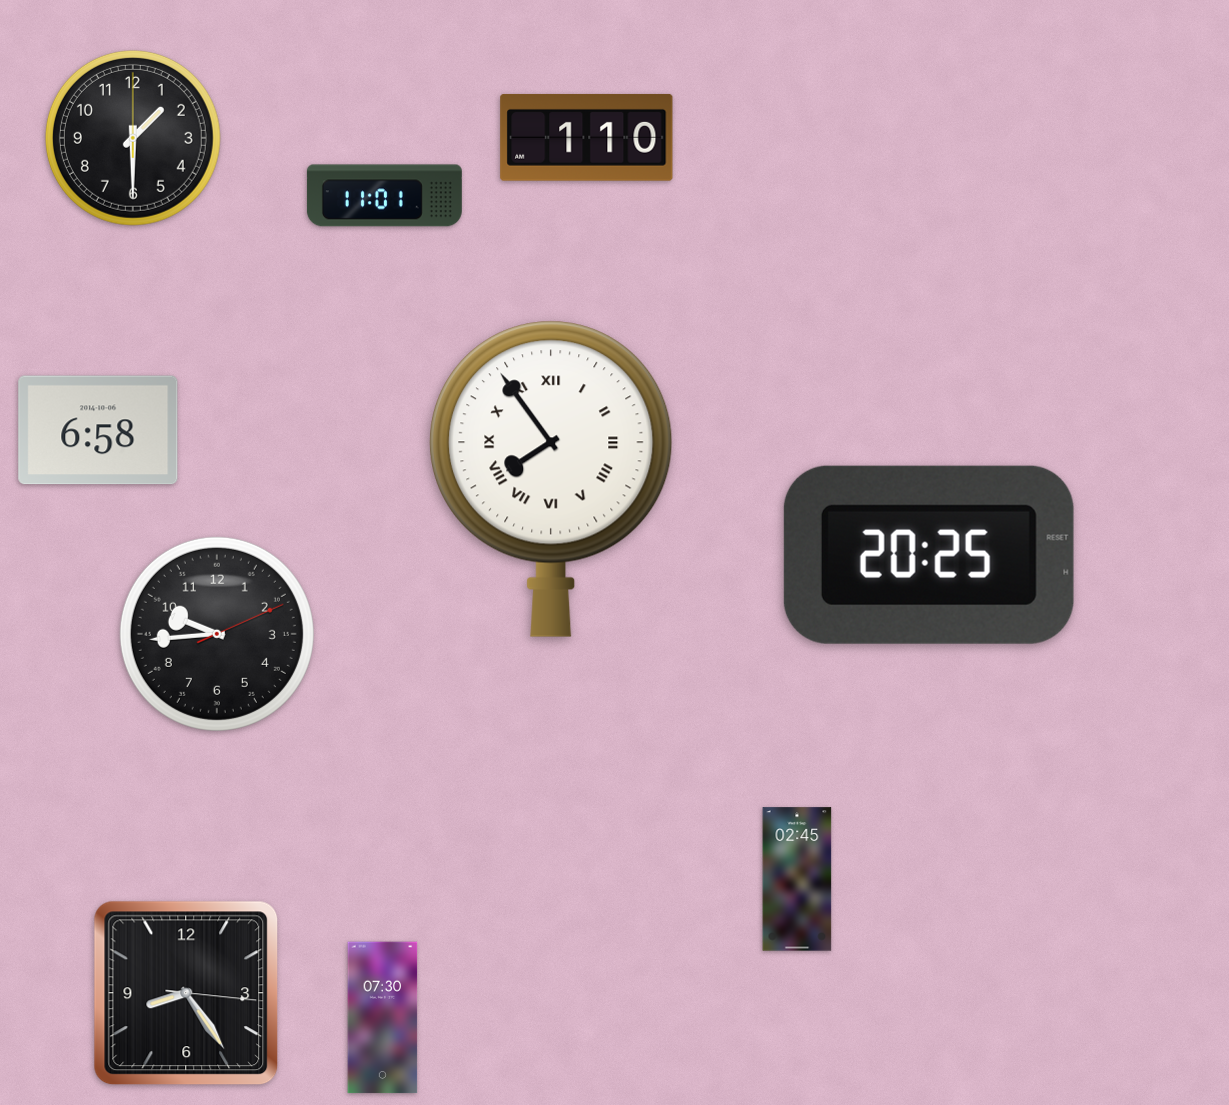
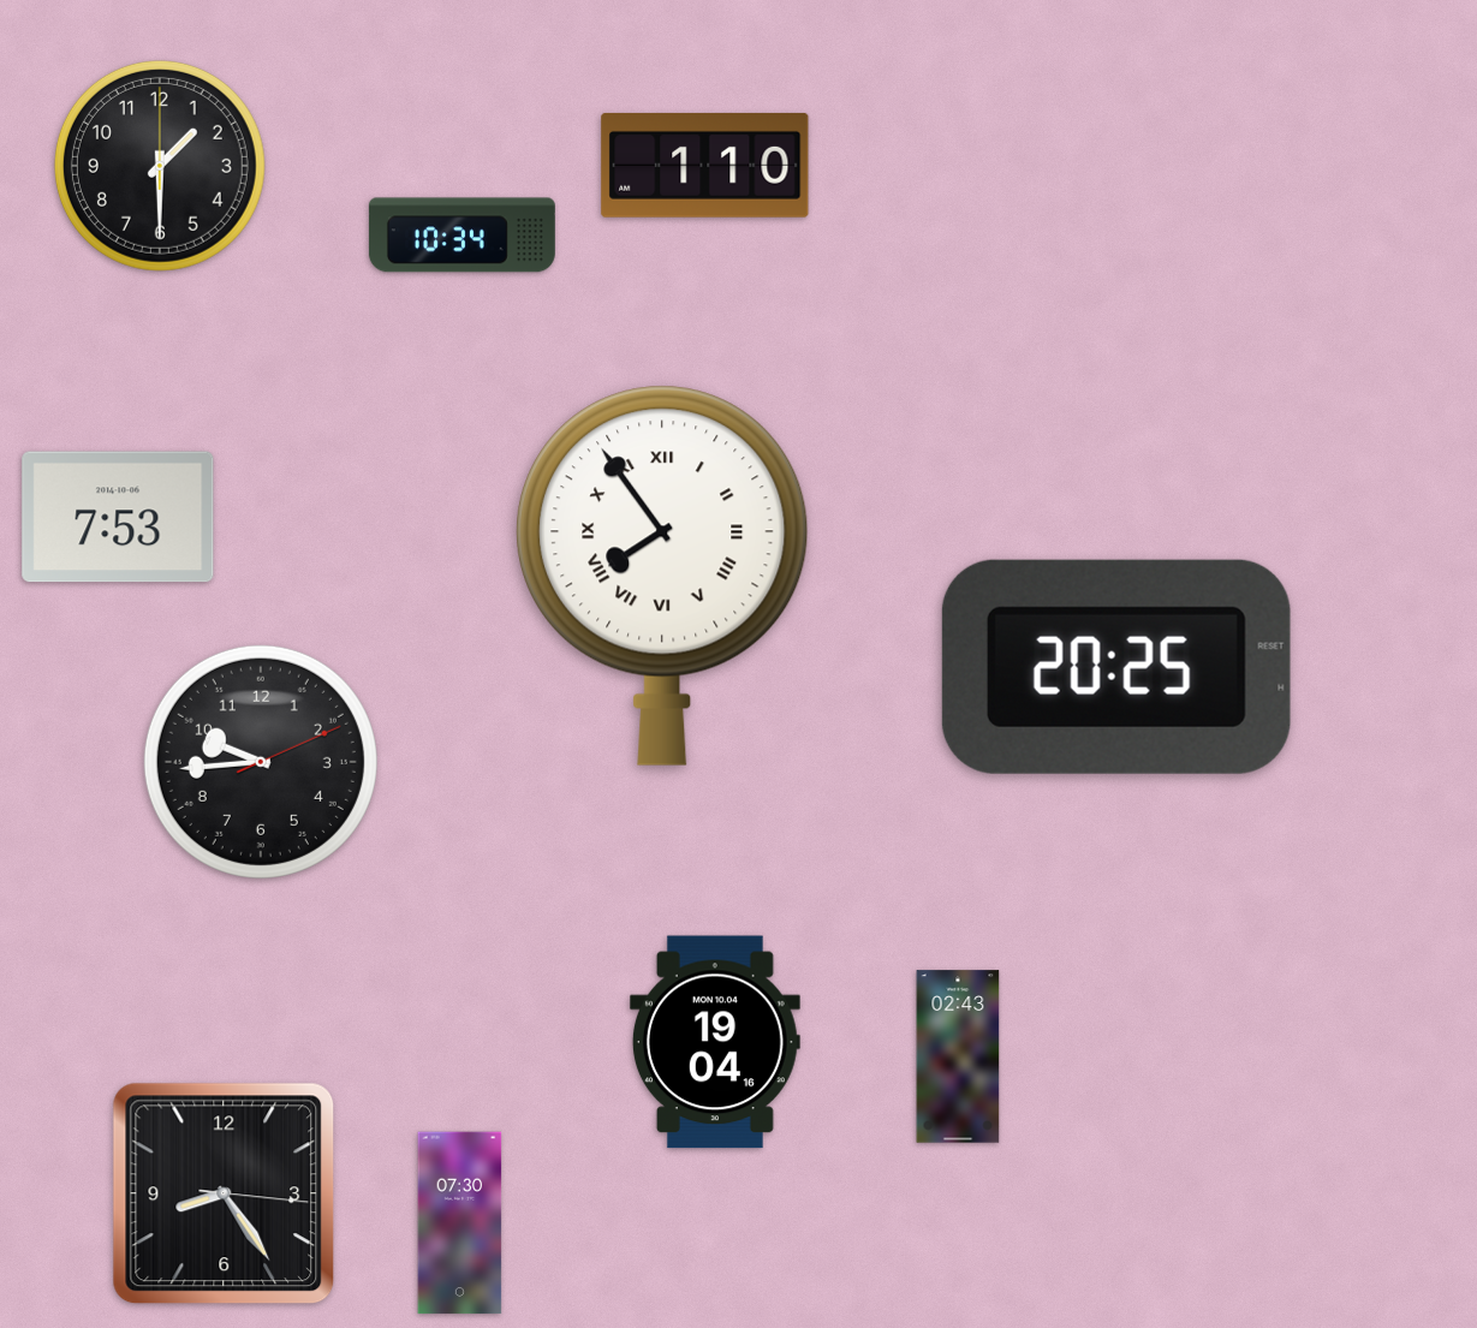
clock at (384, 196): 11:01 -> 10:34
clock at (98, 430): 6:58 -> 7:53
clock at (715, 1042): none -> 19:04
clock at (797, 879): 02:45 -> 02:43
